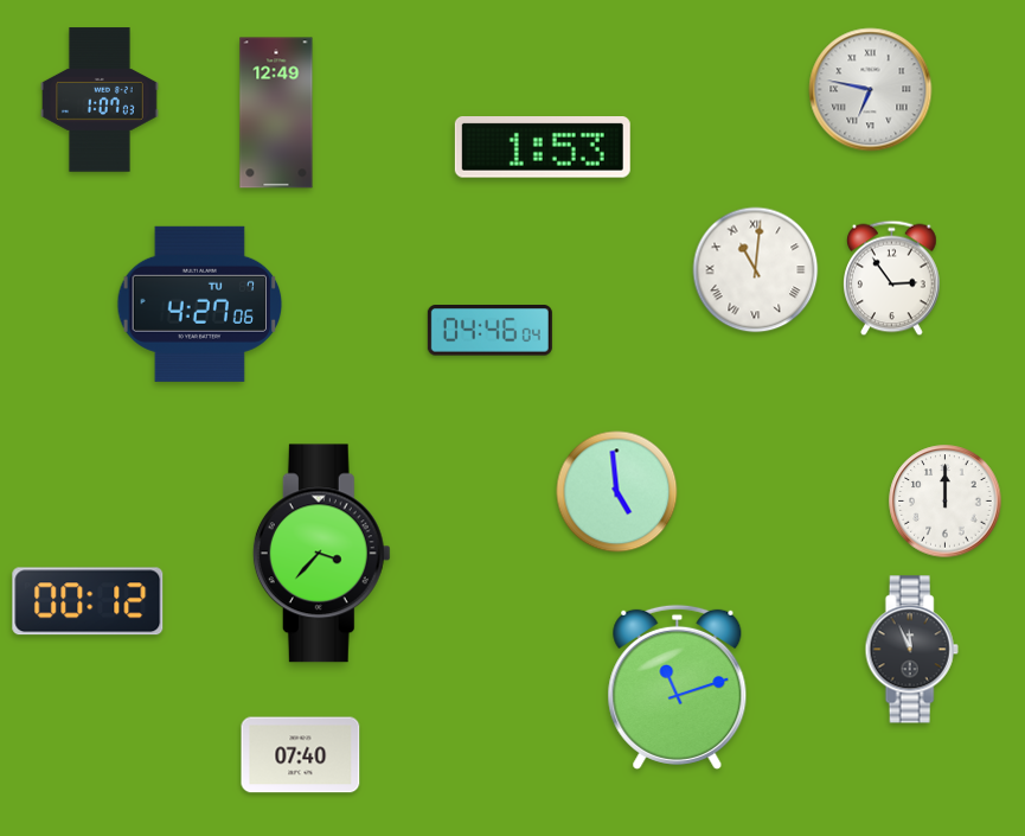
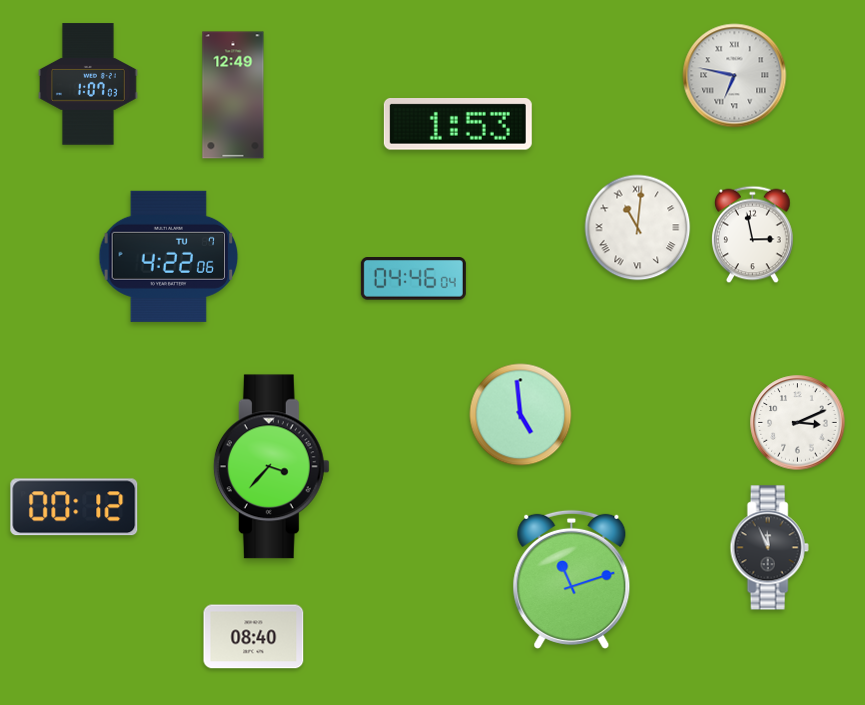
clock at (100, 100) position: (100, 100) -> (88, 84)
clock at (892, 279): 2:54 -> 2:58
clock at (200, 304): 4:27 -> 4:22
clock at (946, 502): 12:00 -> 3:11
clock at (301, 755): 07:40 -> 08:40
